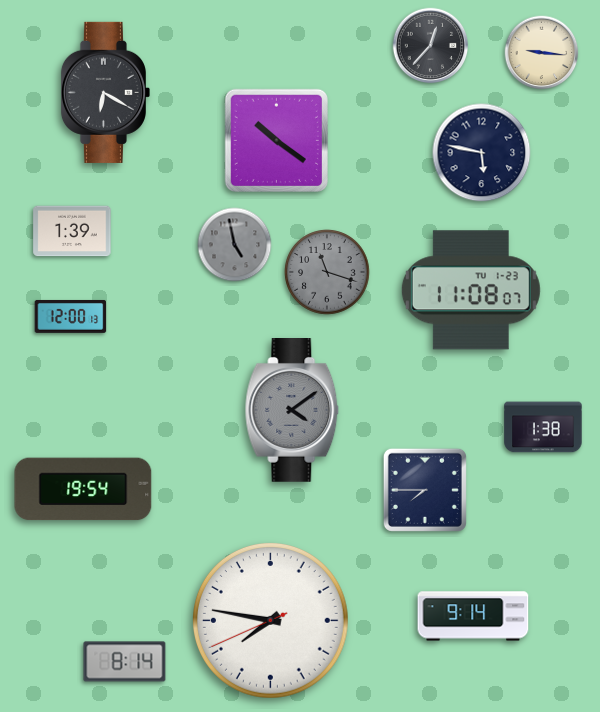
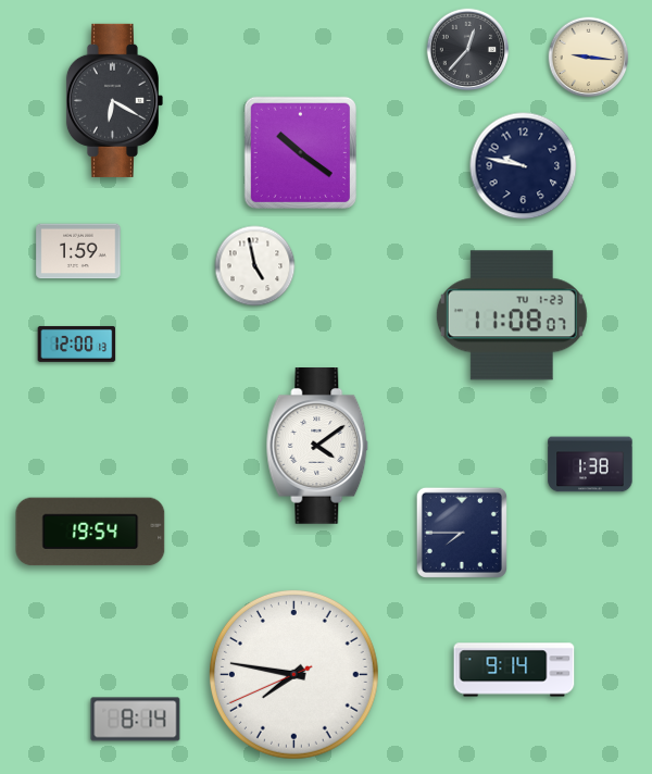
clock at (482, 153): 5:47 -> 9:47
clock at (72, 231): 1:39 -> 1:59
clock at (235, 245) dial: grey -> white
clock at (327, 272): 11:18 -> none
clock at (292, 411) dial: grey -> white
